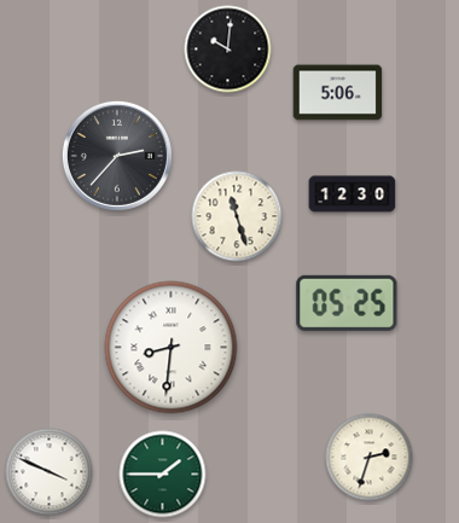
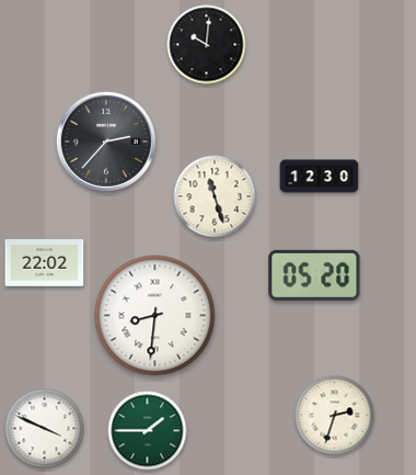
clock at (338, 93): 5:06 -> none
clock at (45, 263): none -> 22:02
clock at (347, 303): 05:25 -> 05:20
